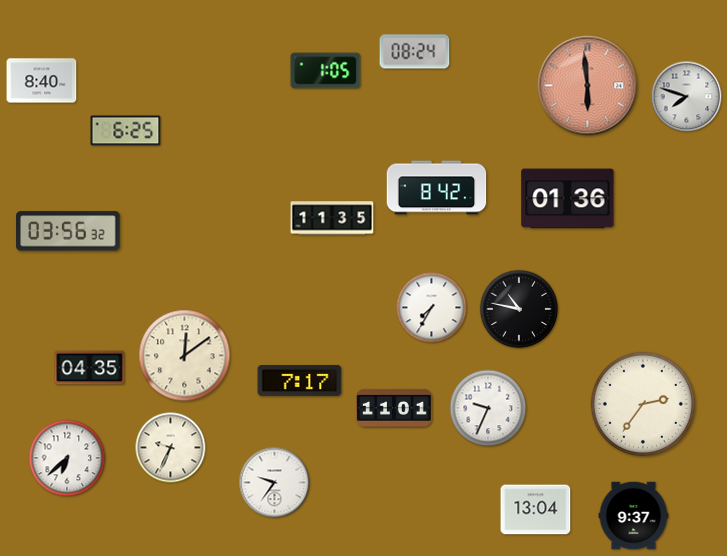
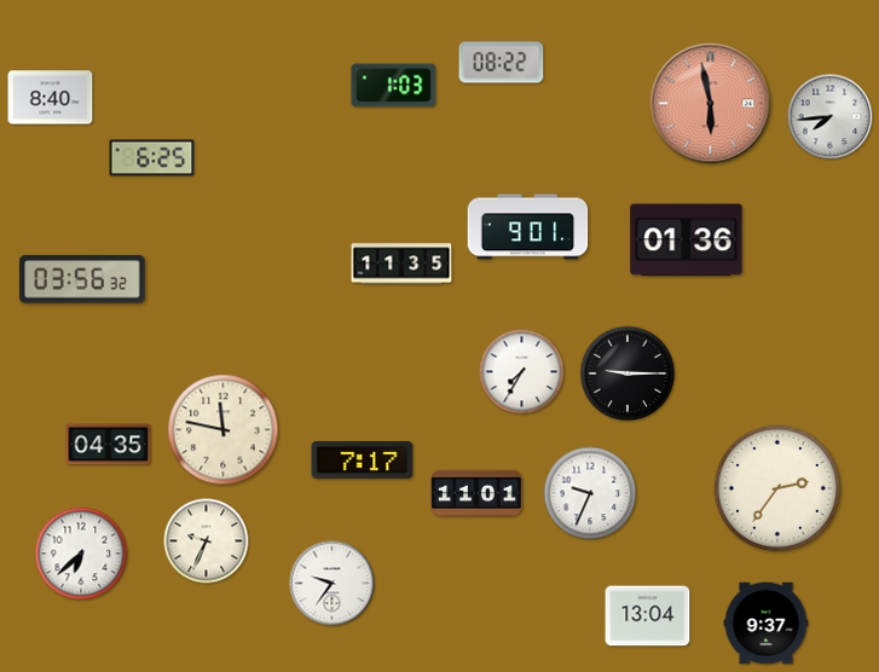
clock at (415, 52): 08:24 -> 08:22
clock at (326, 71): 1:05 -> 1:03
clock at (588, 86): 5:59 -> 5:58
clock at (687, 97): 7:48 -> 7:44
clock at (437, 188): 8:42 -> 9:01
clock at (519, 309): 10:47 -> 9:15
clock at (185, 356): 12:09 -> 11:47
